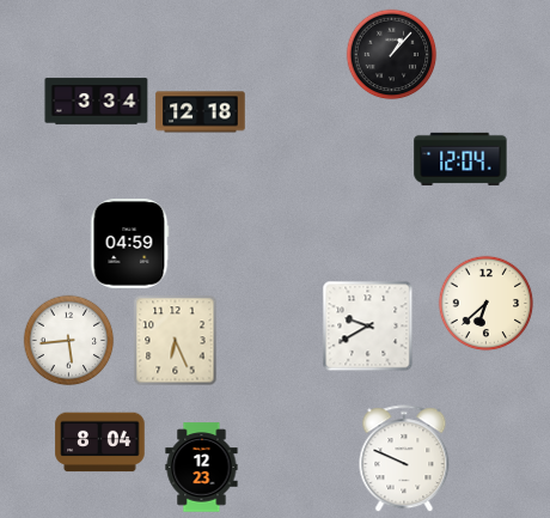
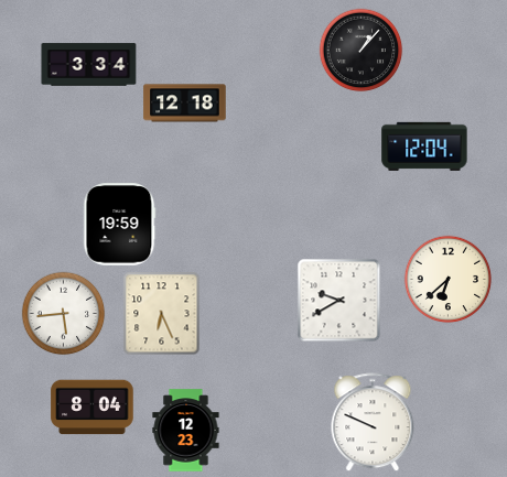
clock at (97, 102) position: (97, 102) -> (89, 65)
clock at (129, 244): 04:59 -> 19:59
